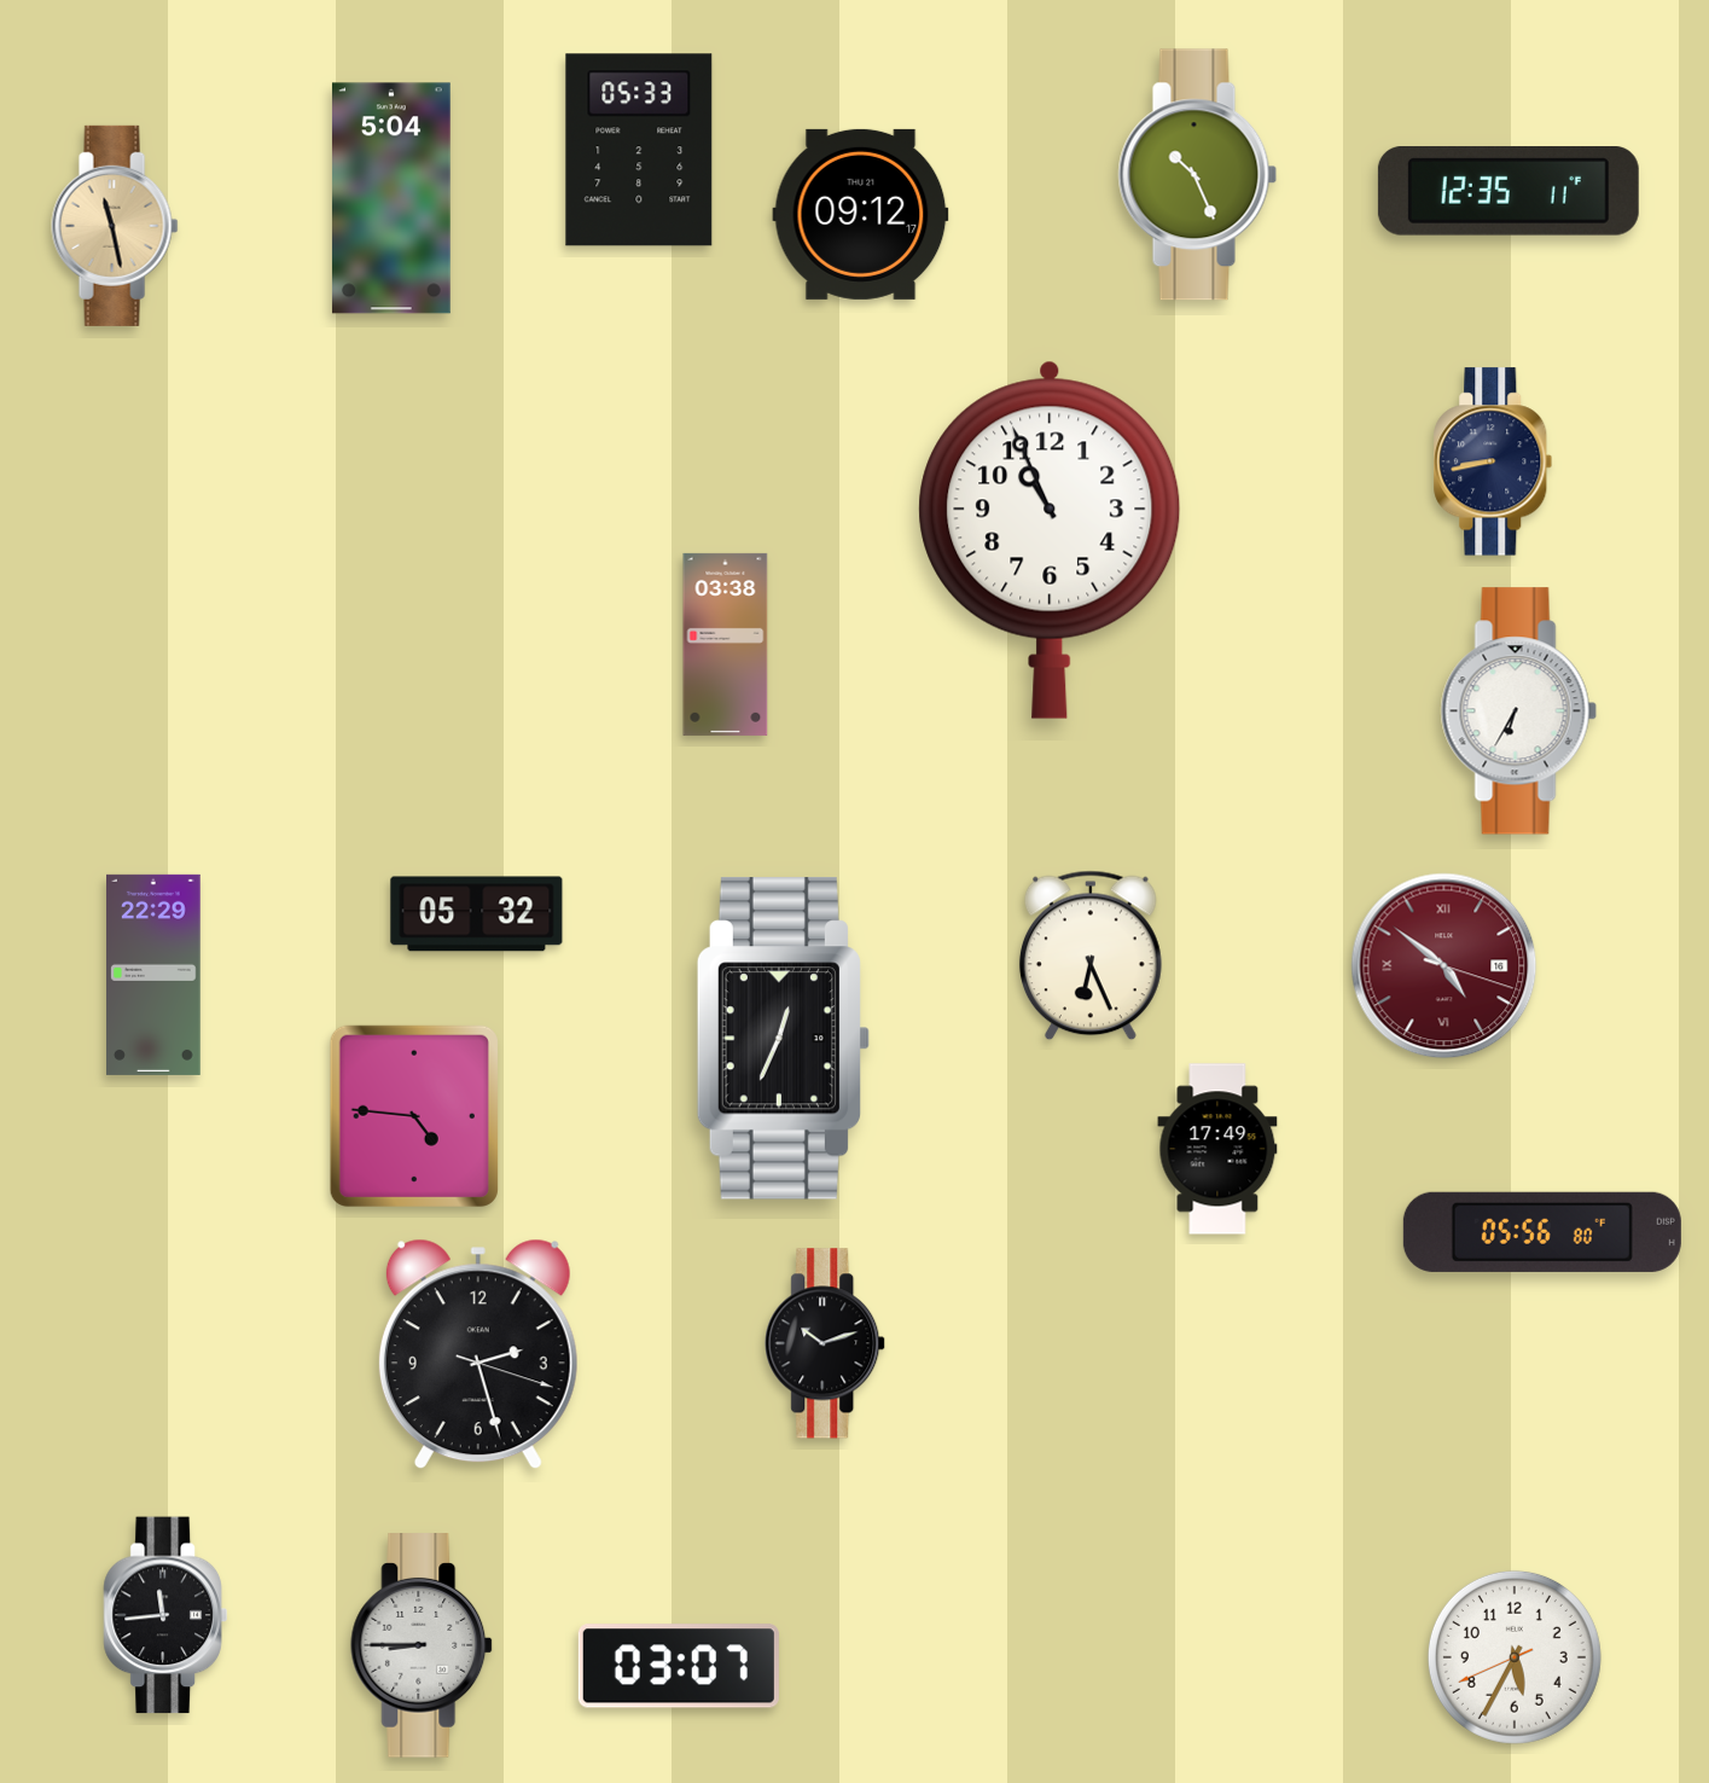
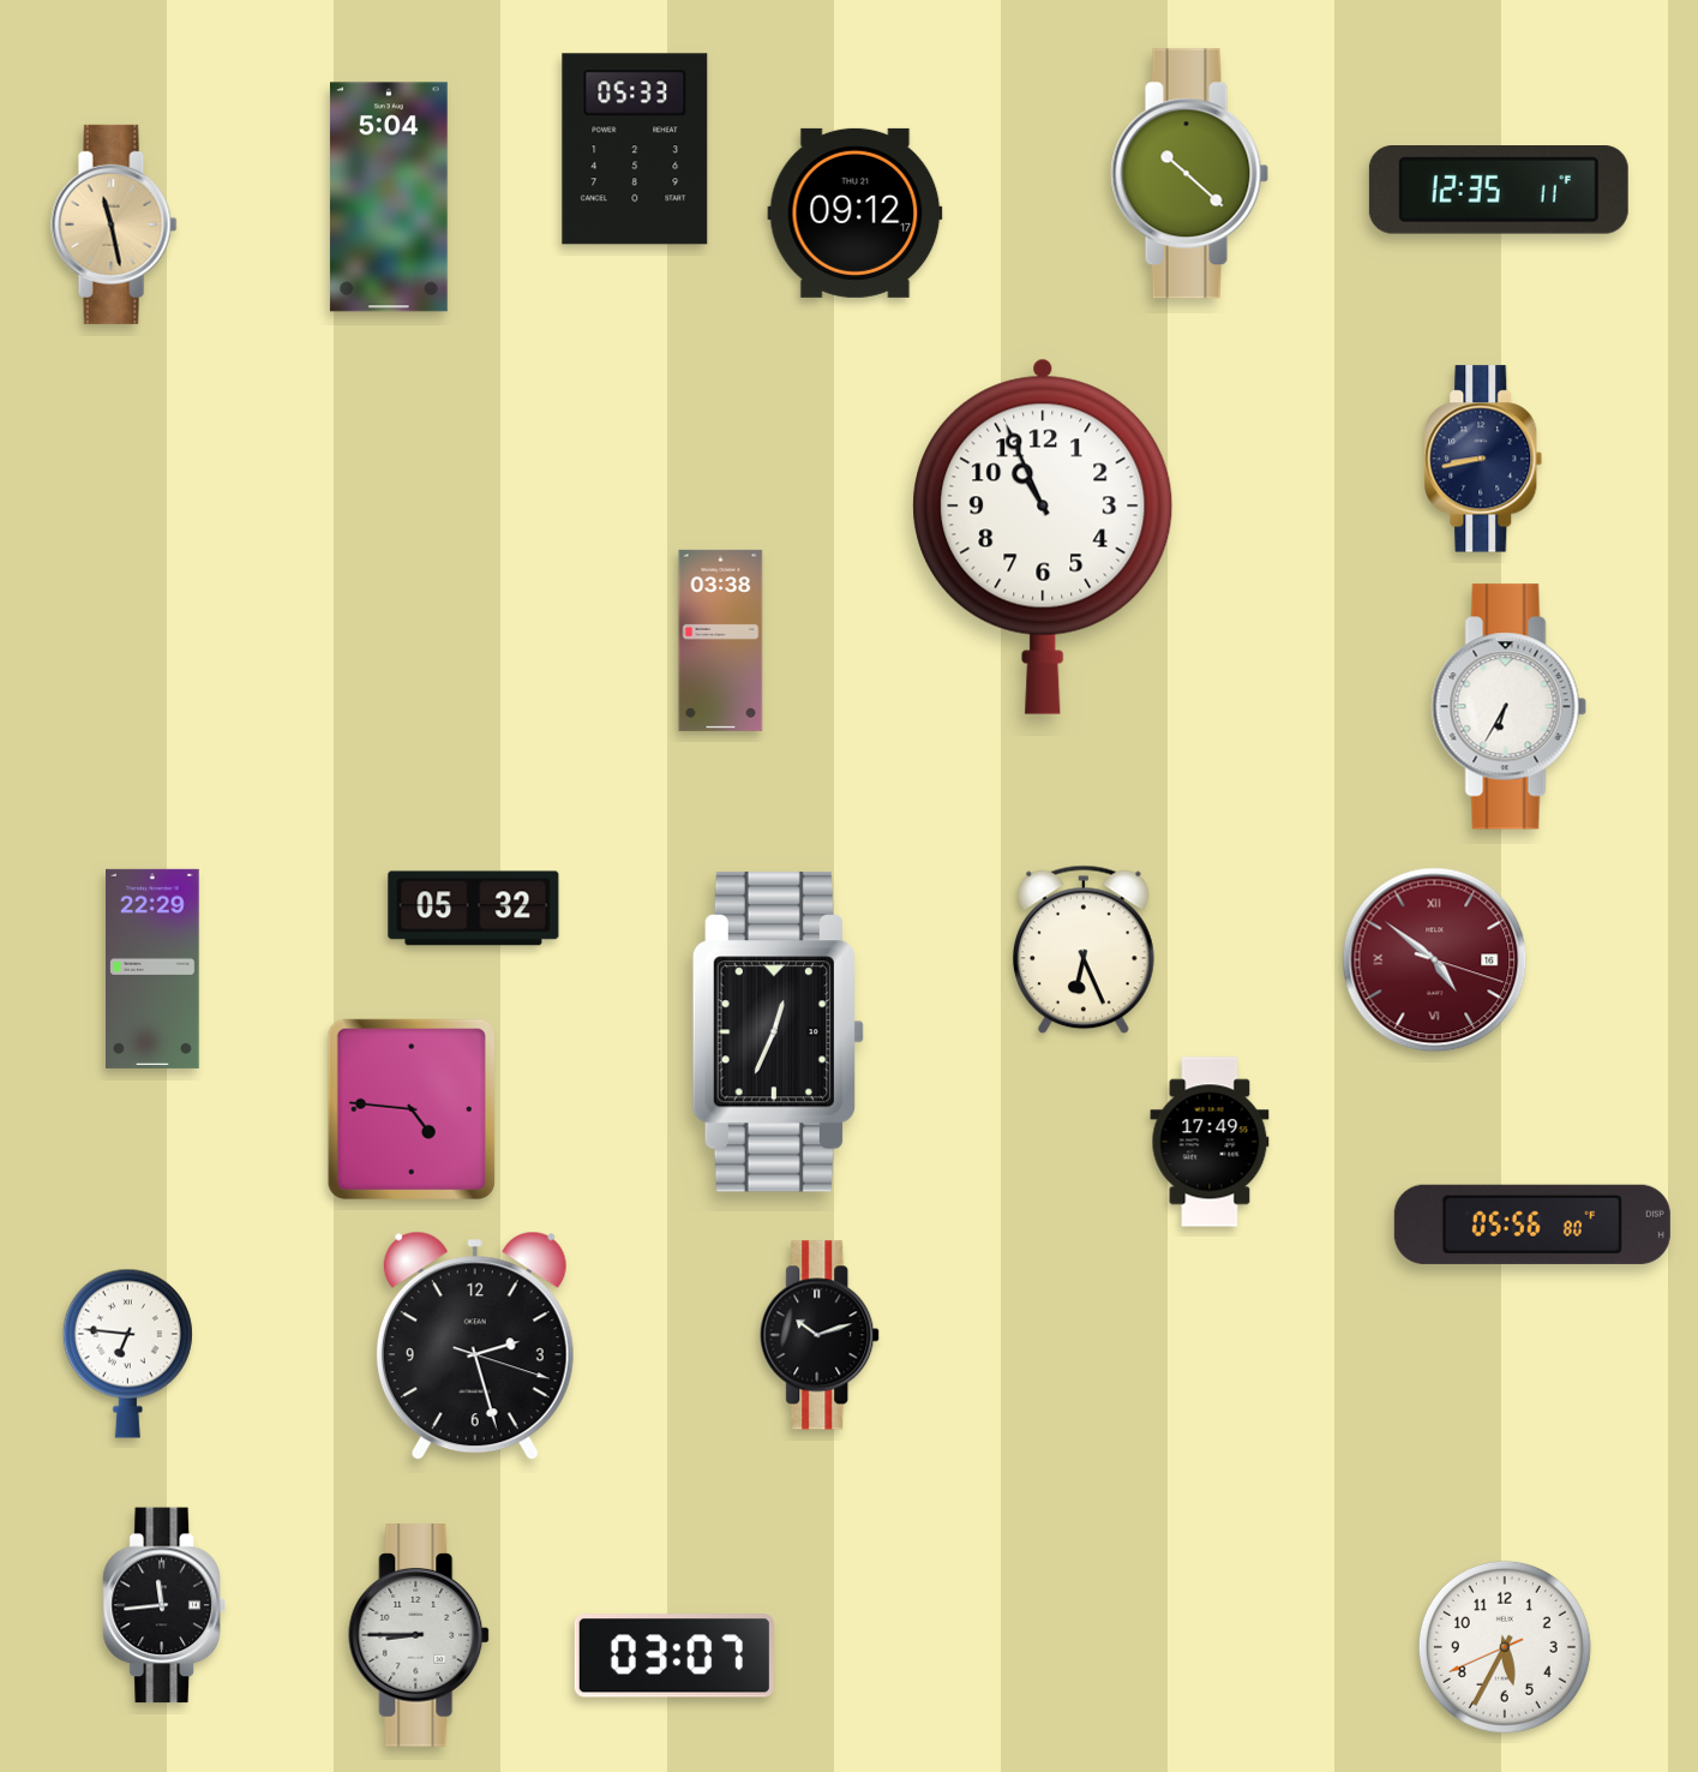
clock at (1198, 175): 10:26 -> 10:22
clock at (127, 1353): none -> 6:46
